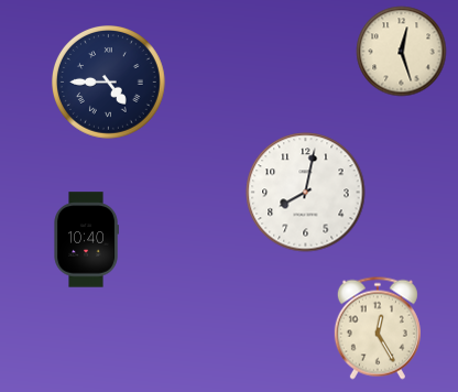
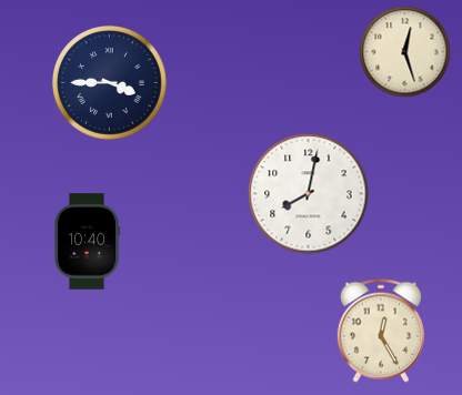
clock at (109, 83): 4:45 -> 3:45
